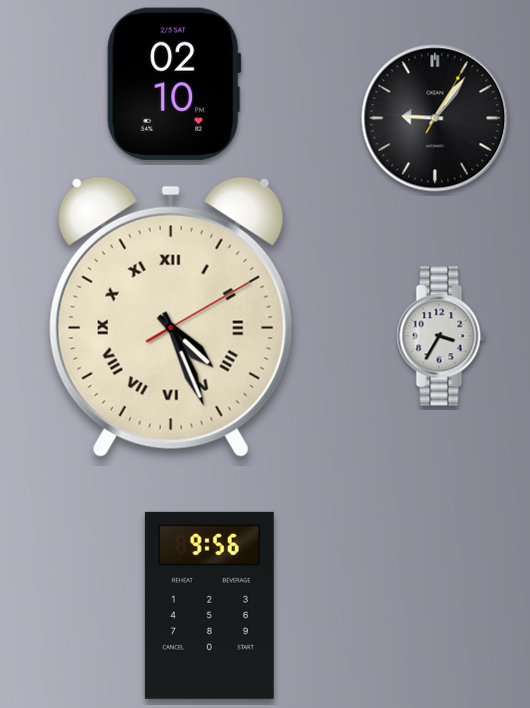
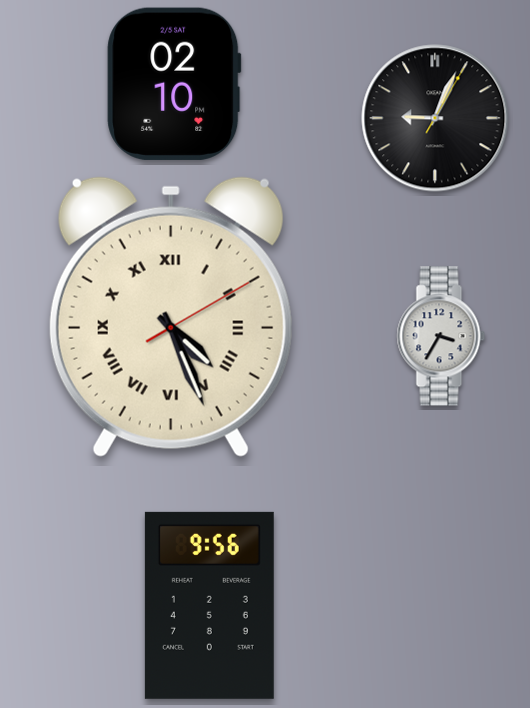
clock at (435, 118): 9:06 -> 9:04
